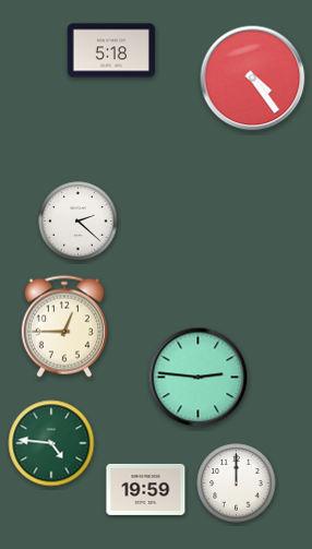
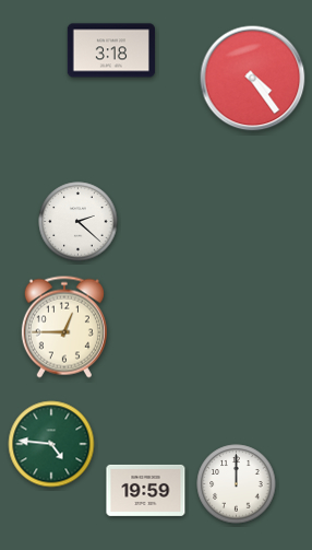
clock at (111, 50): 5:18 -> 3:18
clock at (199, 378): 2:46 -> none
